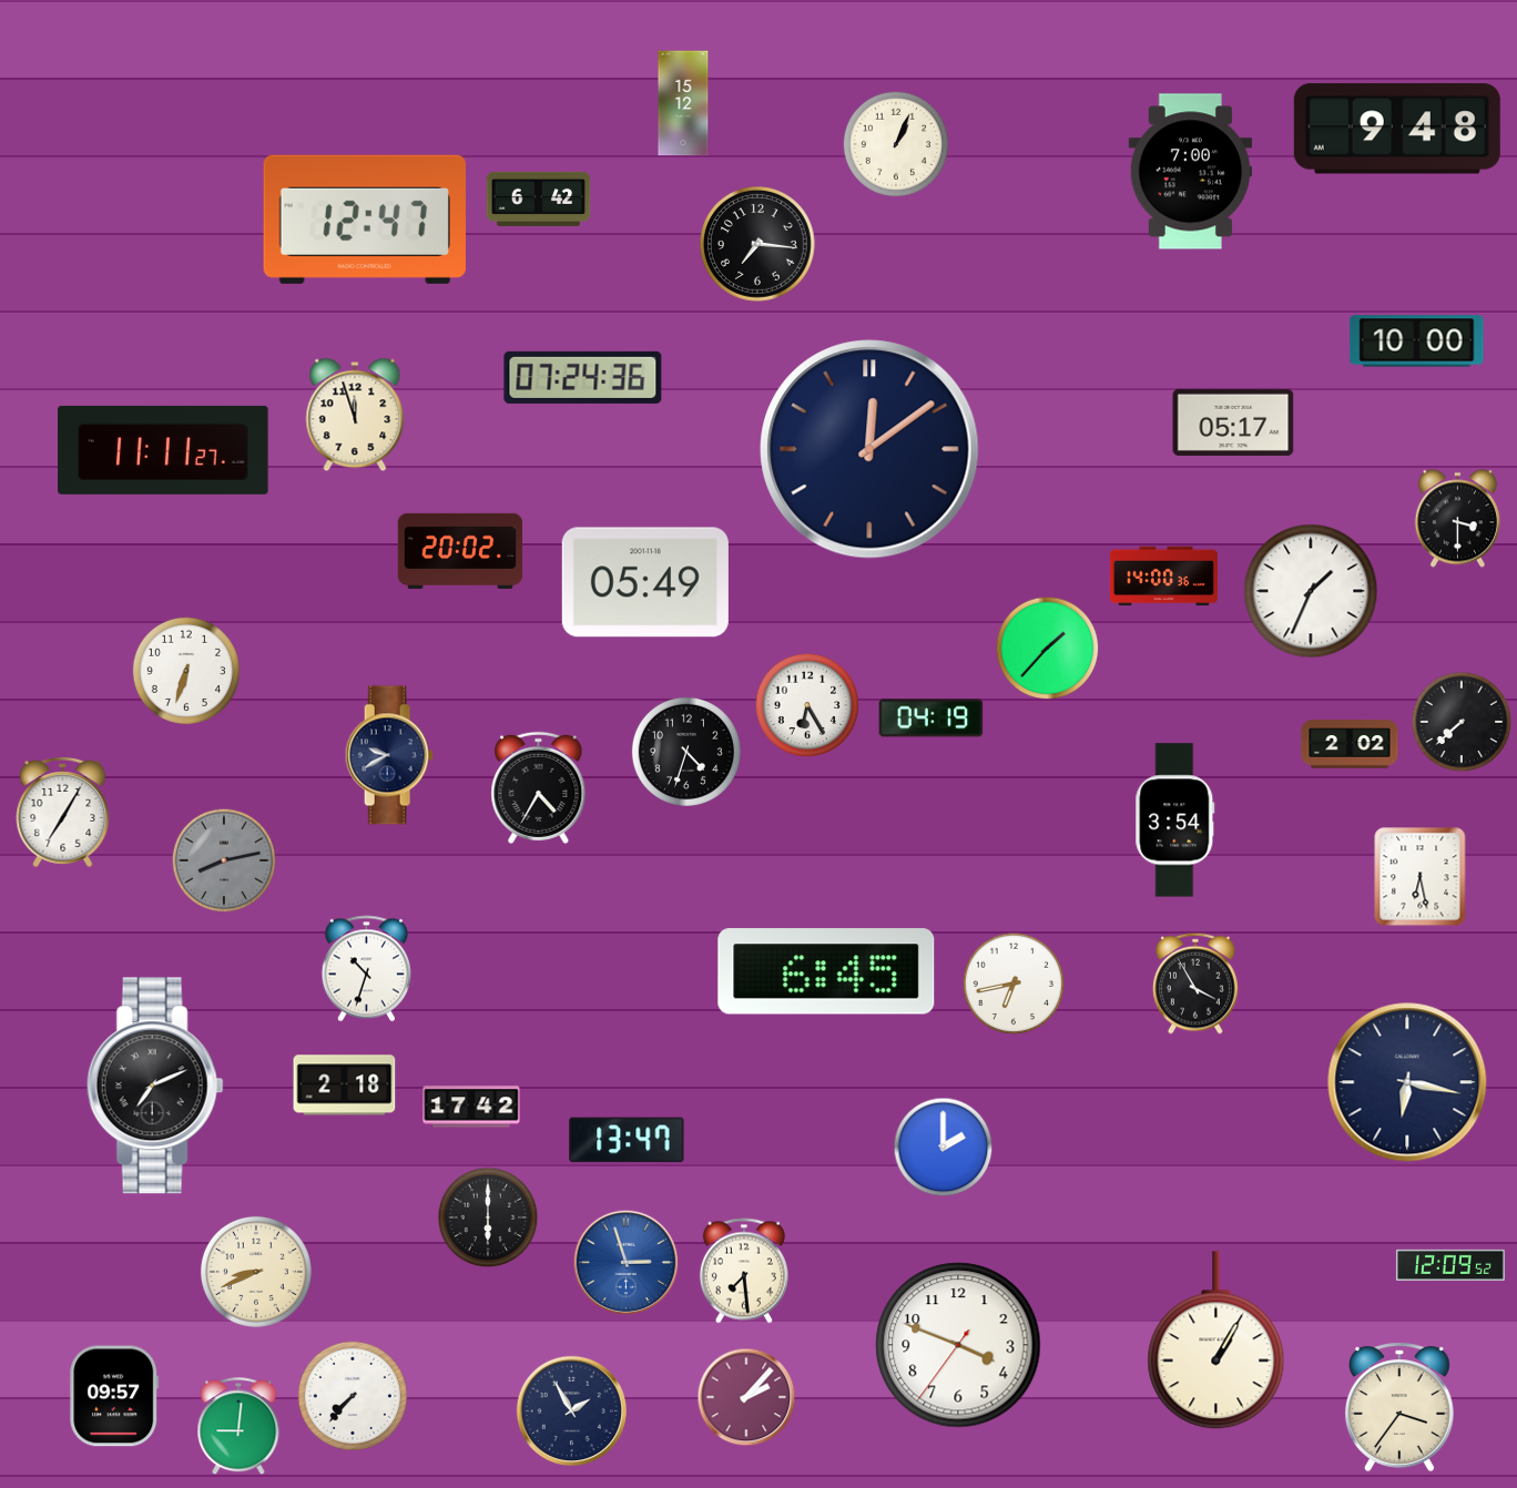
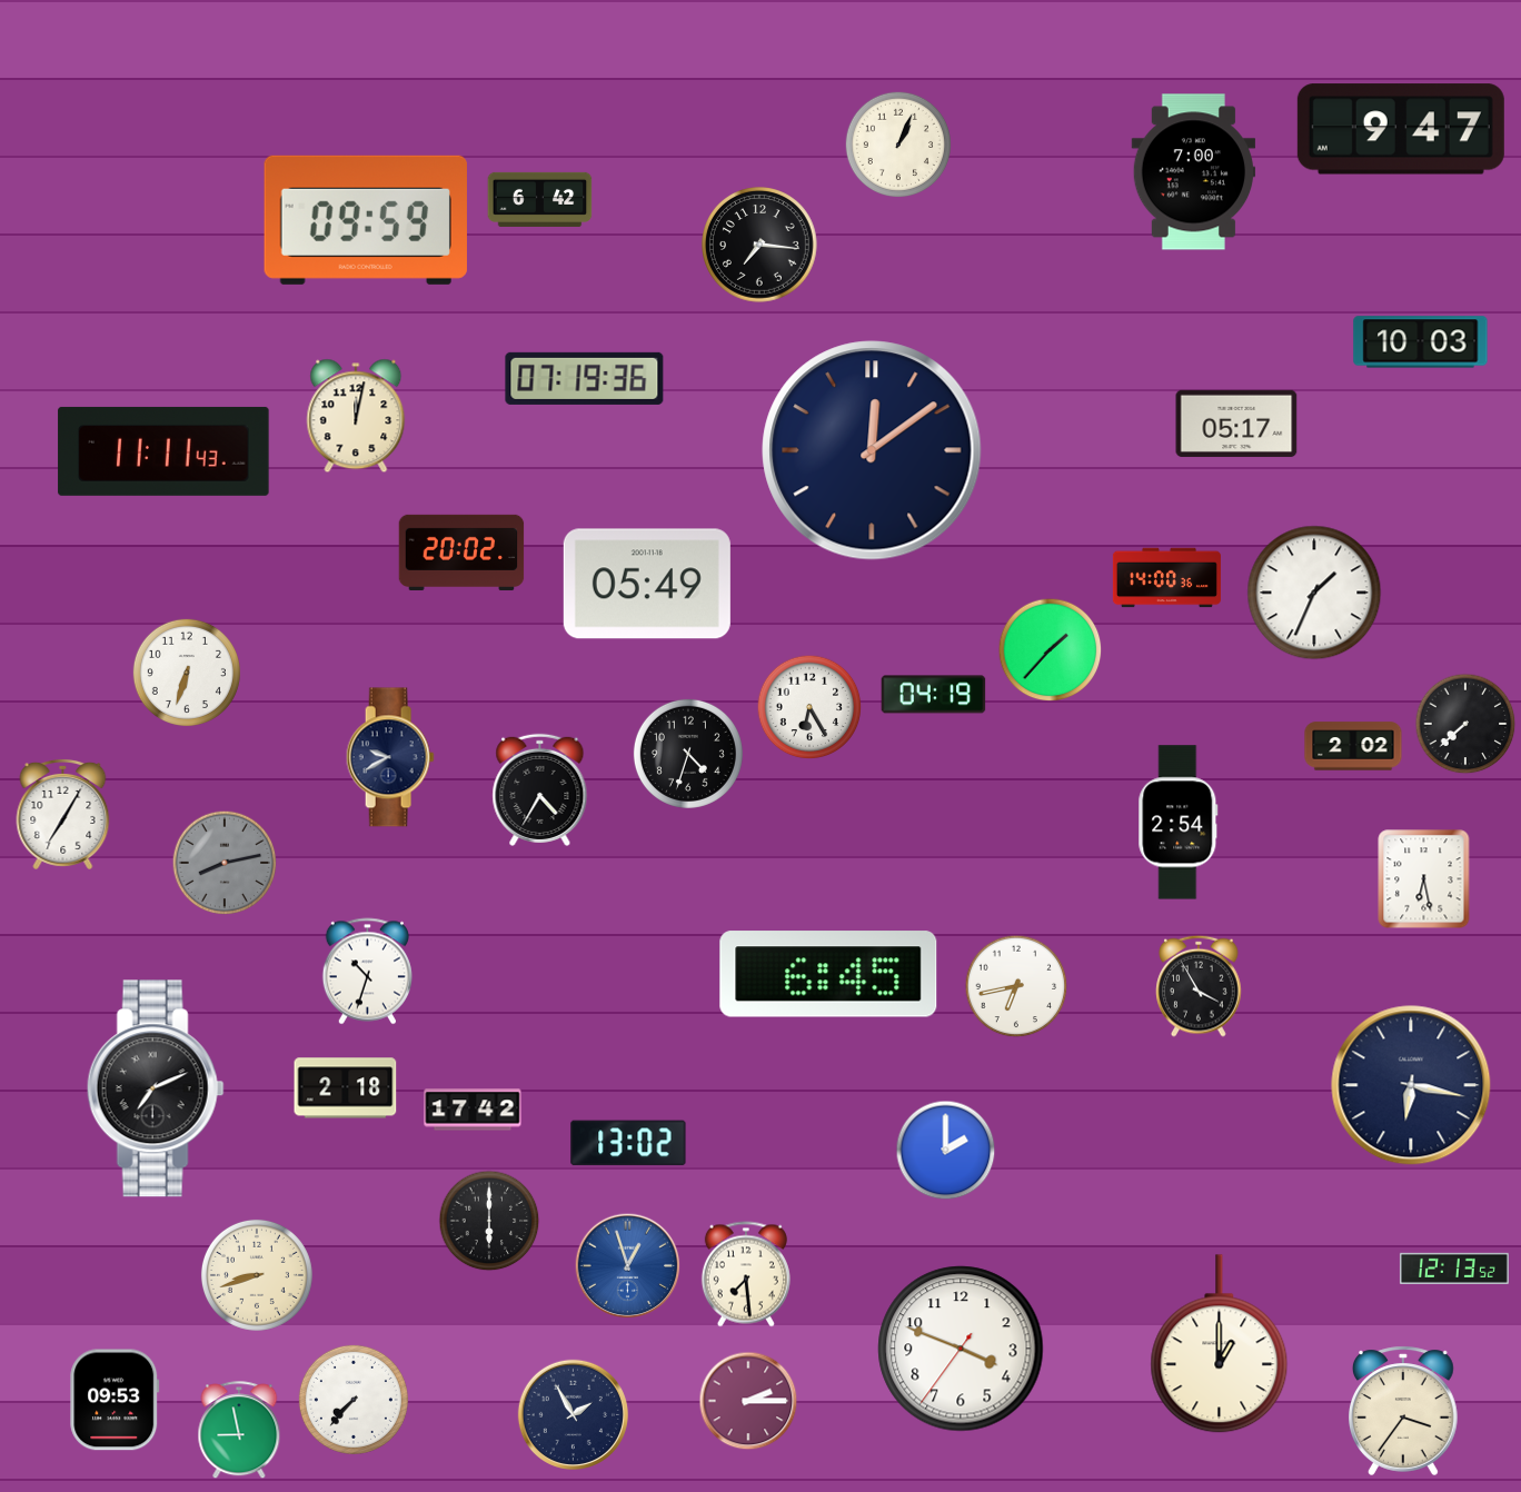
clock at (683, 103): 15:12 -> none
clock at (1397, 129): 9:48 -> 9:47
clock at (365, 220): 12:47 -> 09:59
clock at (1417, 342): 10:00 -> 10:03
clock at (583, 377): 07:24 -> 07:19
clock at (355, 415): 11:57 -> 12:02
clock at (163, 450): 11:11:27 -> 11:11:43
clock at (1457, 519): 3:30 -> none
clock at (931, 718) position: (931, 718) -> (934, 695)
clock at (1175, 821): 3:54 -> 2:54
clock at (627, 1140): 13:47 -> 13:02
clock at (627, 1263): 2:57 -> 12:57
clock at (1450, 1264): 12:09 -> 12:13
clock at (256, 1272): 8:41 -> 8:42
clock at (1216, 1341): 1:05 -> 1:00
clock at (114, 1396): 09:57 -> 09:53
clock at (746, 1397): 2:07 -> 2:15
clock at (238, 1427): 9:01 -> 8:58
